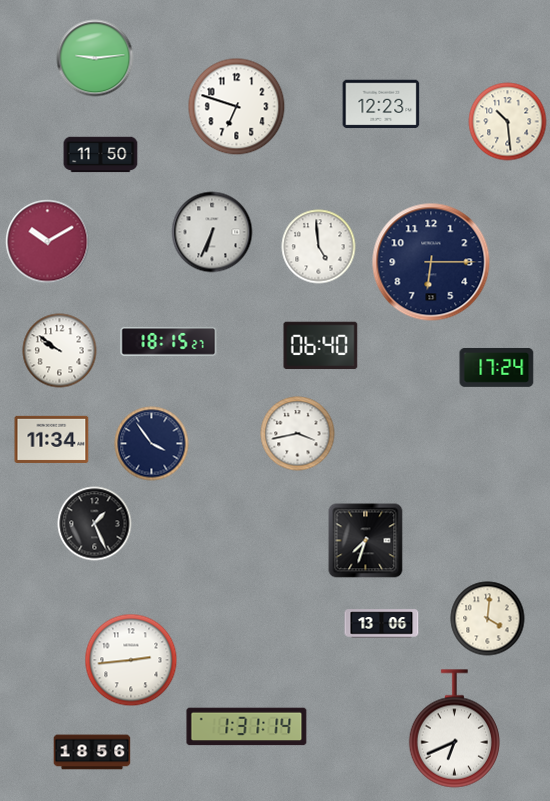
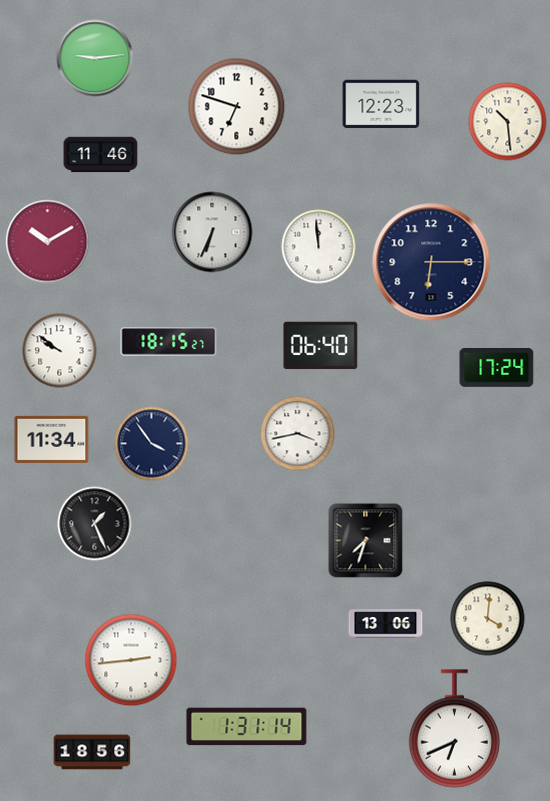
clock at (101, 155): 11:50 -> 11:46
clock at (319, 247): 4:59 -> 11:59
clock at (382, 624) position: (382, 624) -> (386, 624)
